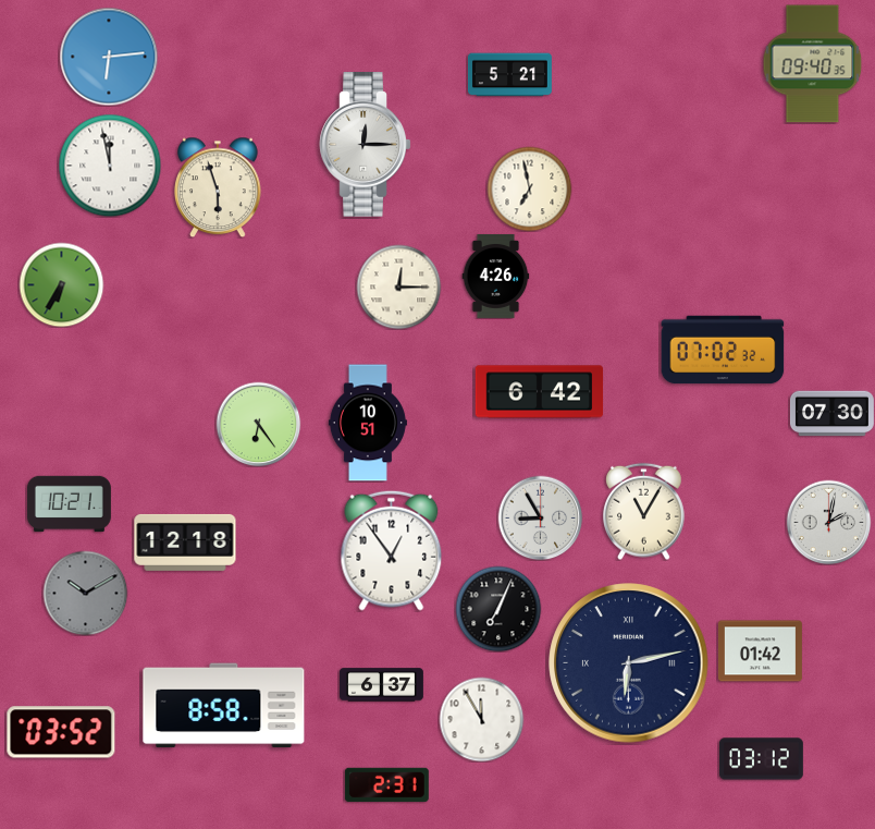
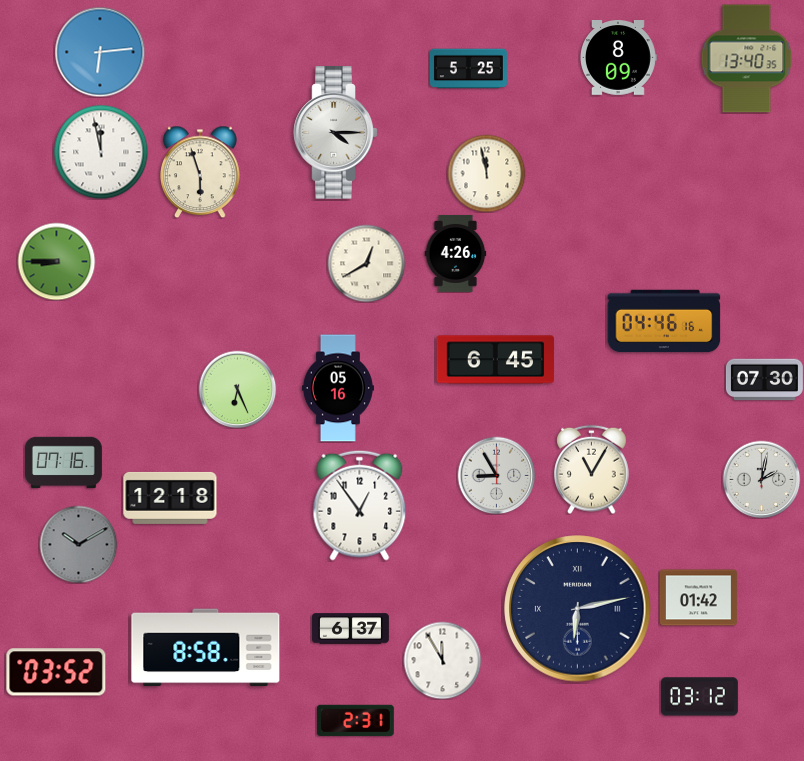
clock at (619, 58): none -> 8:09
clock at (813, 64): 09:40 -> 13:40
clock at (509, 75): 5:21 -> 5:25
clock at (366, 145): 12:15 -> 4:15
clock at (529, 188): 6:58 -> 11:58
clock at (61, 284): 6:35 -> 8:45
clock at (398, 287): 12:15 -> 12:40
clock at (723, 350): 07:02 -> 04:46
clock at (540, 392): 6:42 -> 6:45
clock at (368, 423): 10:51 -> 05:16
clock at (258, 424): 6:24 -> 6:26
clock at (69, 504): 10:21 -> 07:16
clock at (498, 609): 7:04 -> none
